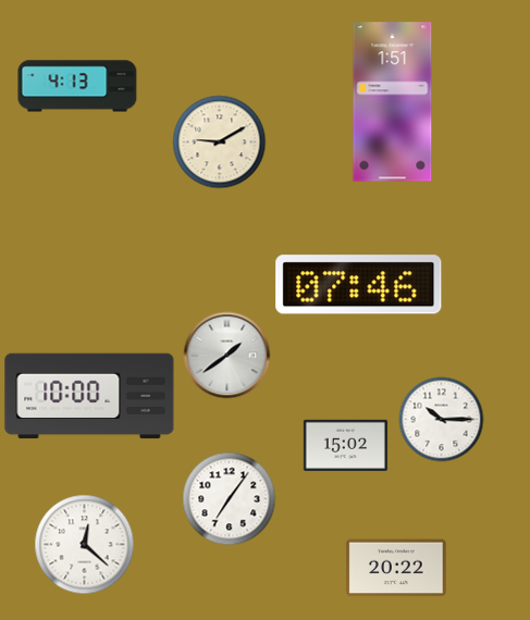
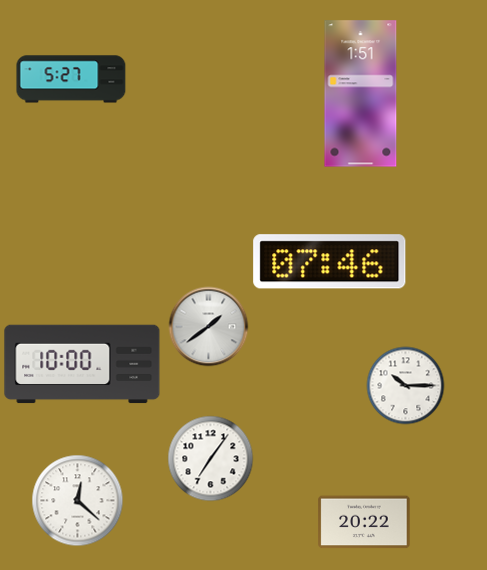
clock at (77, 86): 4:13 -> 5:27
clock at (219, 141): 9:10 -> none
clock at (345, 445): 15:02 -> none
